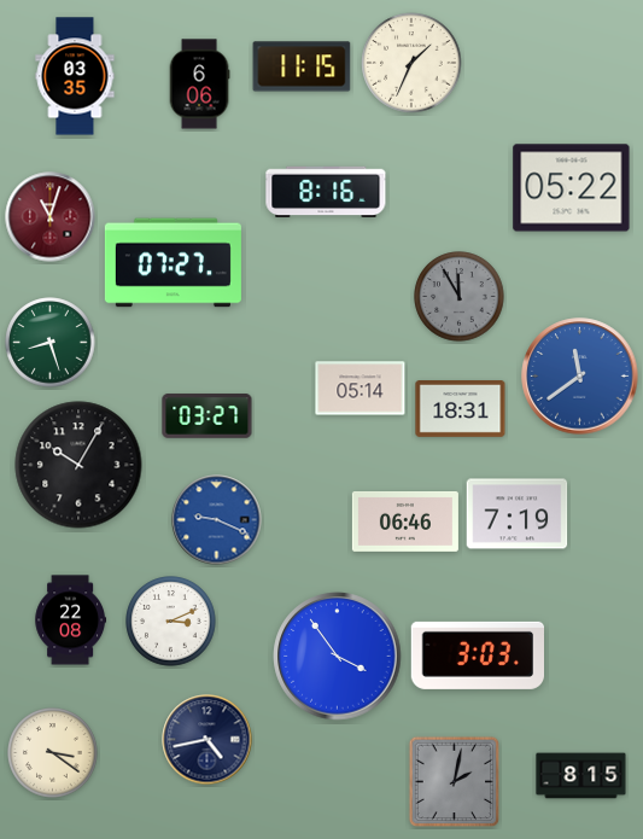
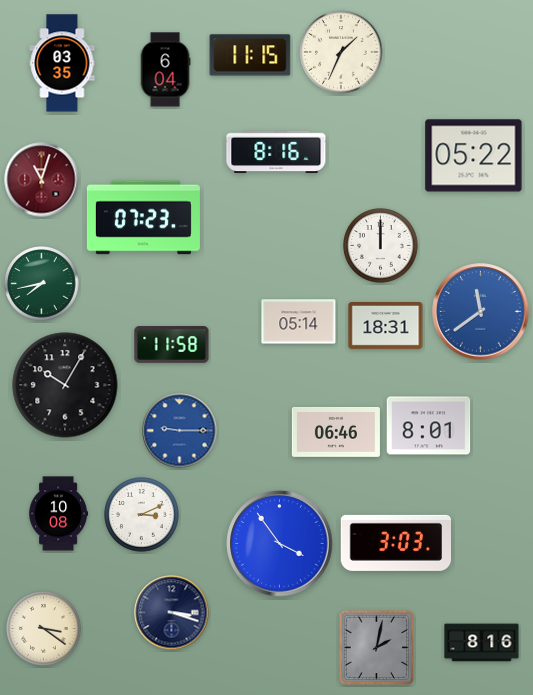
clock at (199, 85): 6:06 -> 6:04
clock at (326, 192) position: (326, 192) -> (276, 152)
clock at (173, 263): 07:27 -> 07:23
clock at (460, 297): 11:55 -> 12:00
clock at (460, 297) dial: grey -> white
clock at (51, 343): 8:27 -> 7:43
clock at (461, 409) position: (461, 409) -> (386, 326)
clock at (207, 416): 03:27 -> 11:58
clock at (518, 514): 7:19 -> 8:01
clock at (217, 520): 9:19 -> 9:15
clock at (70, 620): 22:08 -> 10:08
clock at (207, 740): 4:43 -> 3:18
clock at (53, 753) position: (53, 753) -> (44, 629)
clock at (581, 776): 8:15 -> 8:16
